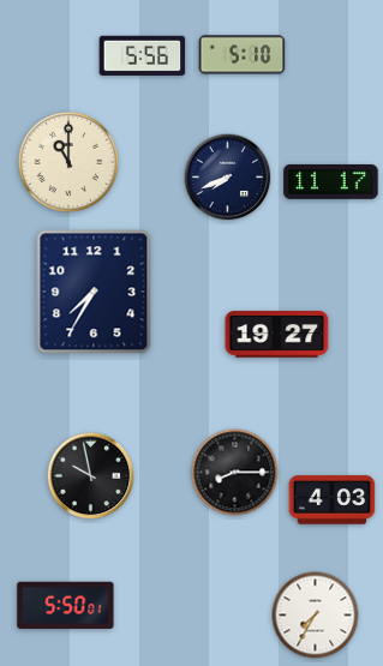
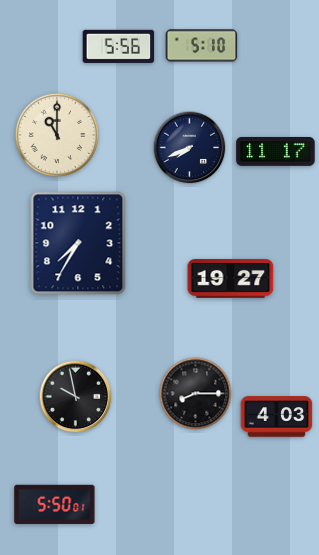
clock at (316, 616): 7:35 -> none
